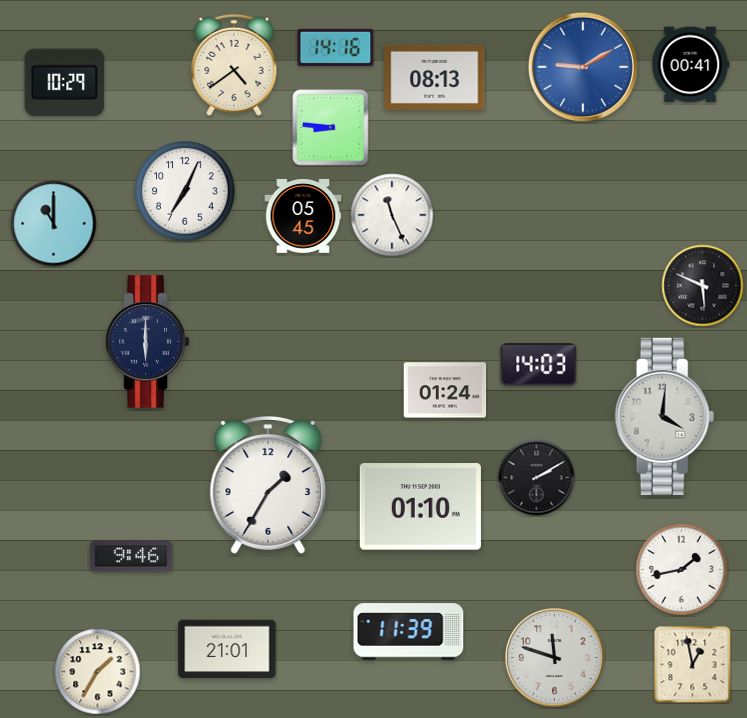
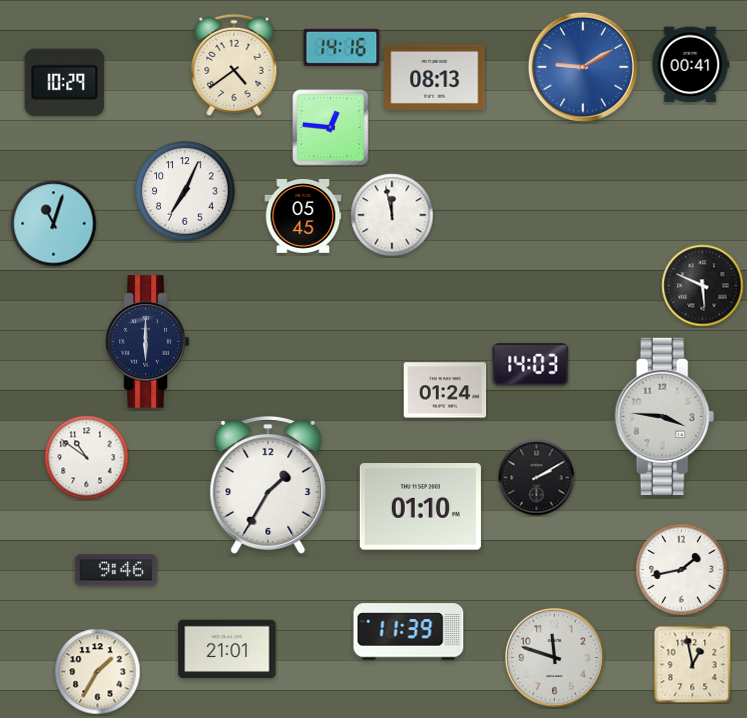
clock at (336, 47) position: (336, 47) -> (342, 47)
clock at (331, 128): 8:46 -> 12:46
clock at (392, 215): 11:26 -> 11:58
clock at (54, 224): 11:00 -> 11:03
clock at (539, 365) position: (539, 365) -> (531, 365)
clock at (665, 416): 4:01 -> 3:46
clock at (87, 458): none -> 10:51
clock at (131, 556) position: (131, 556) -> (116, 570)
